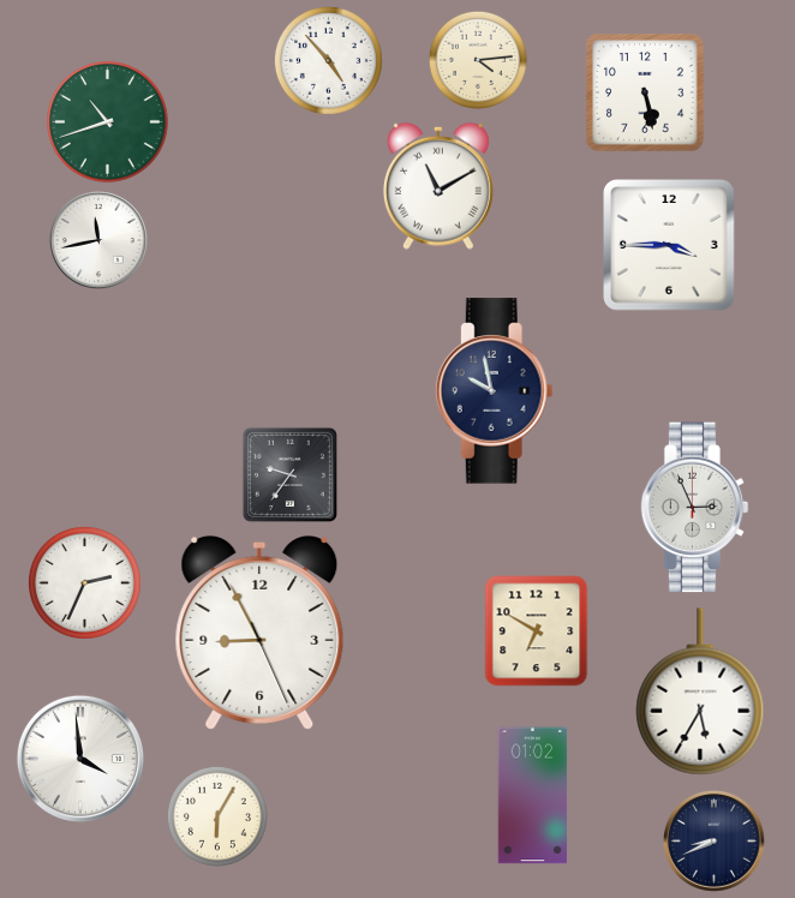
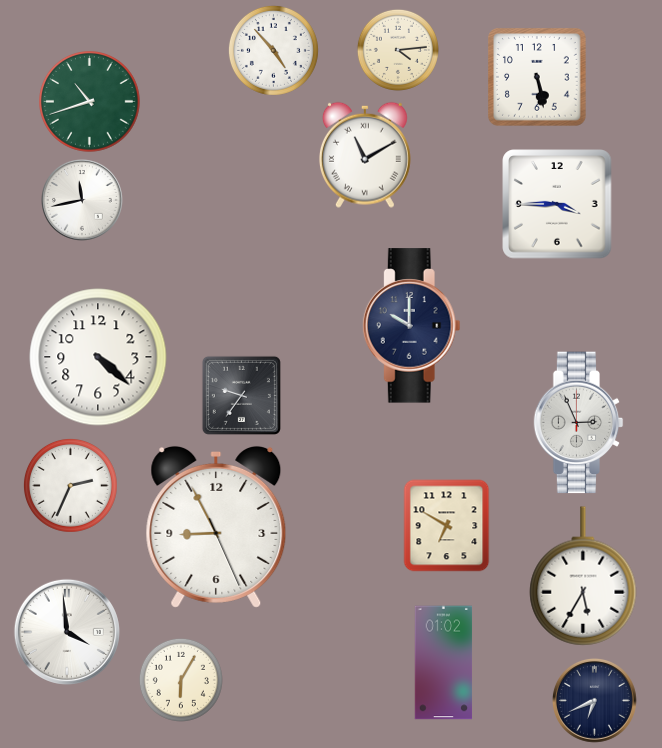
clock at (494, 391): 9:58 -> 10:00
clock at (98, 357): none -> 4:22
clock at (713, 840): 8:41 -> 6:41
